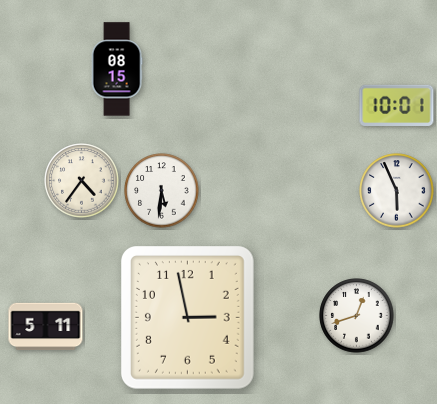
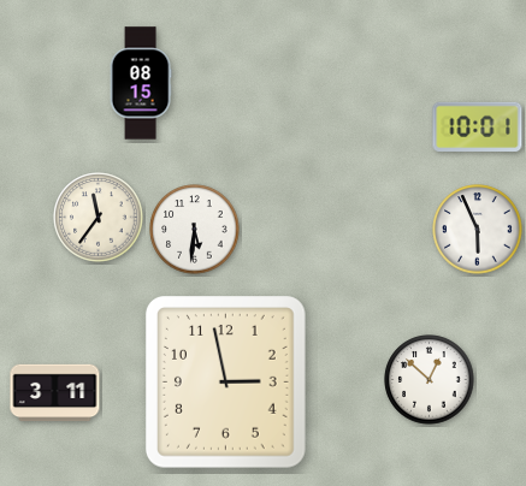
clock at (82, 181): 4:36 -> 11:36
clock at (357, 316): 12:42 -> 12:52
clock at (46, 327): 5:11 -> 3:11
